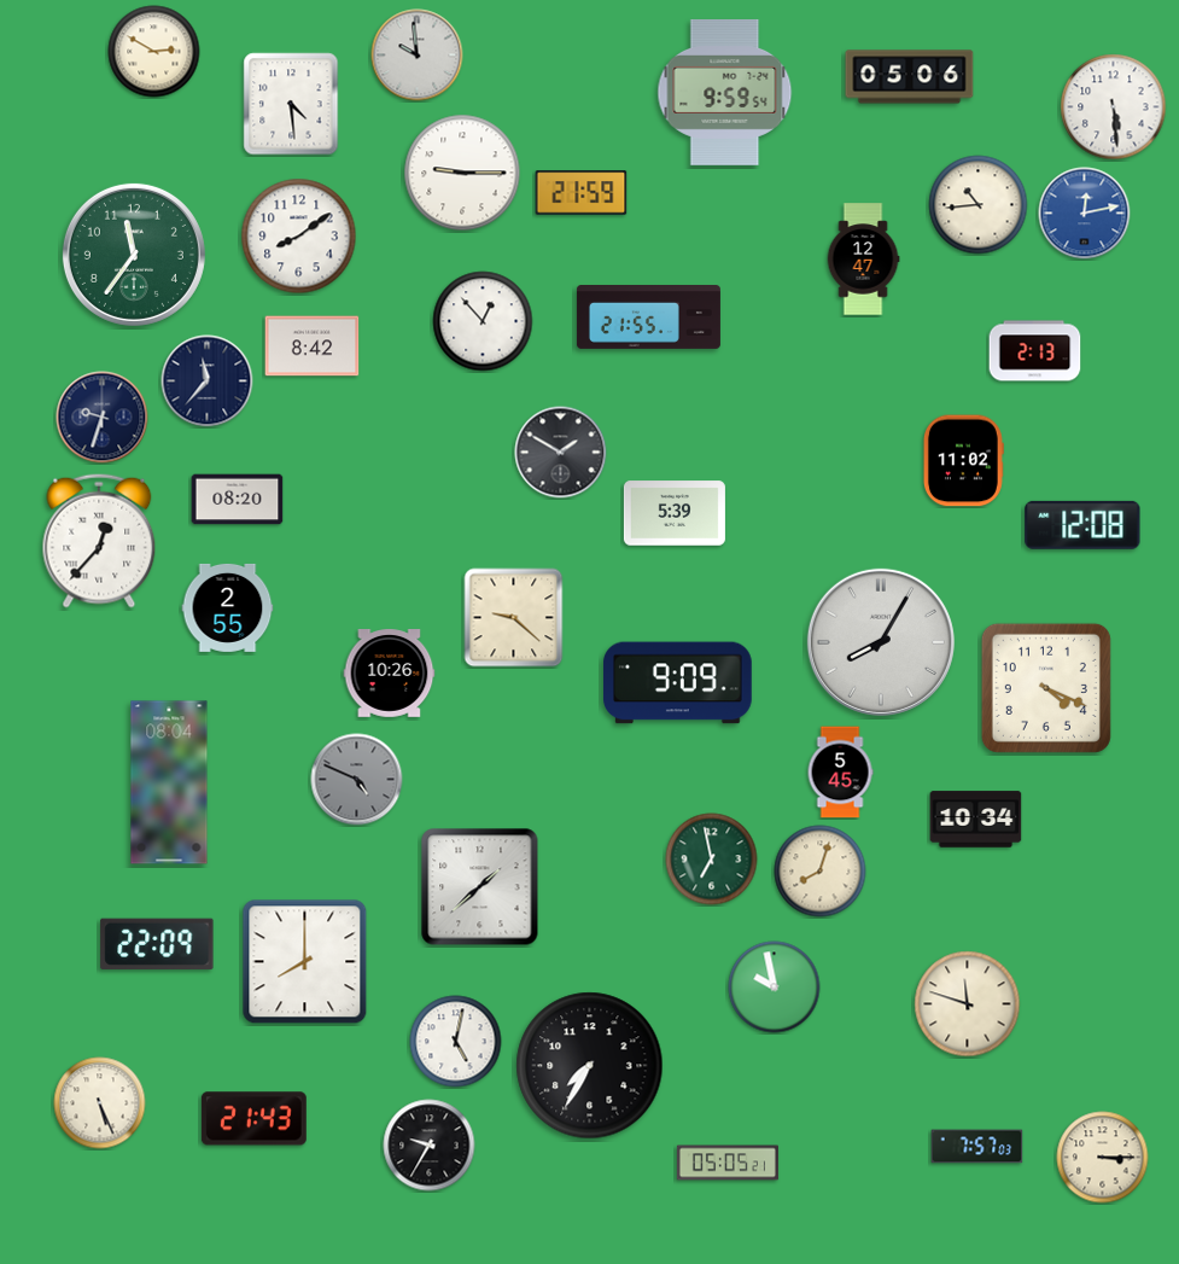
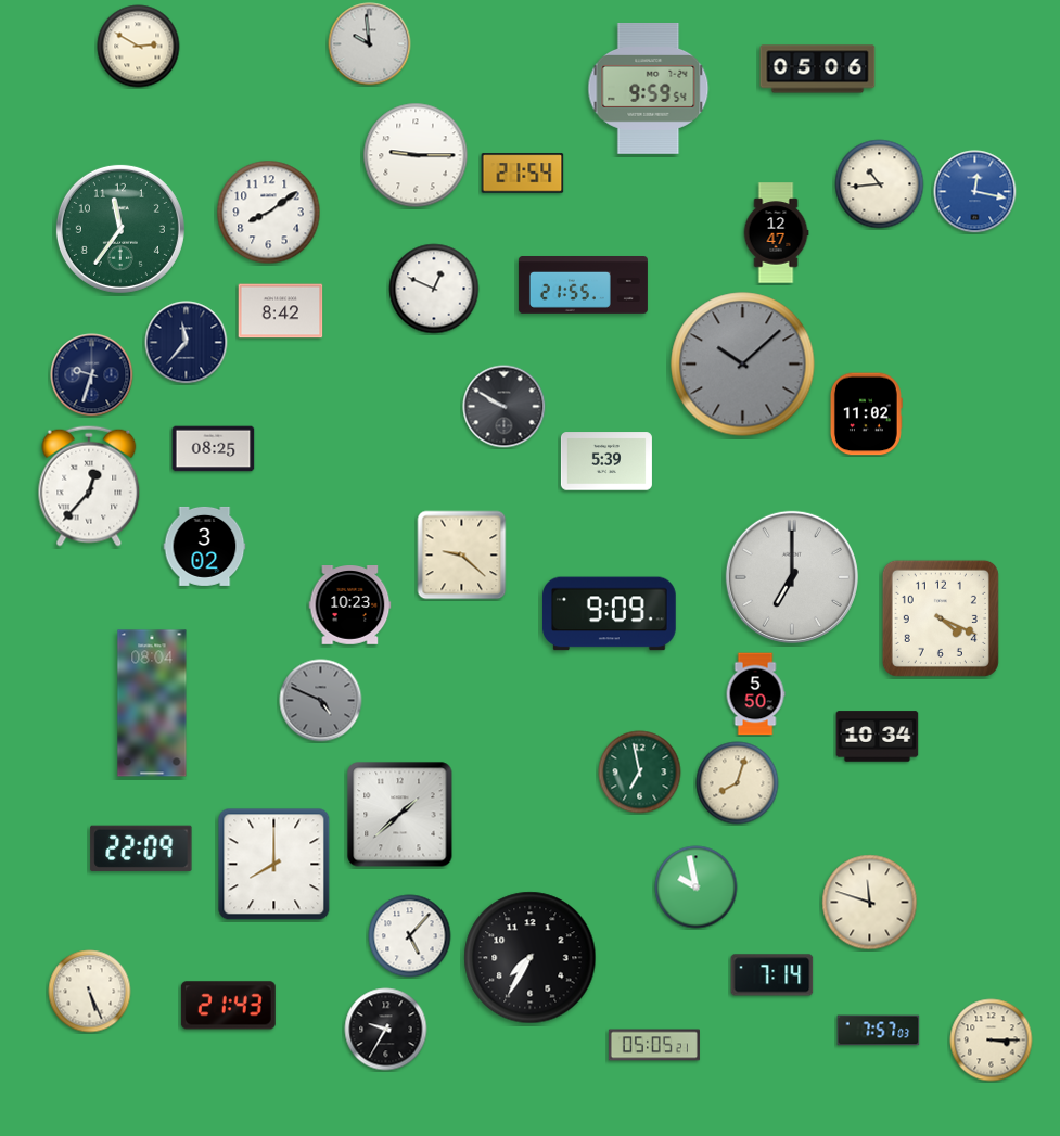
clock at (418, 56) position: (418, 56) -> (370, 44)
clock at (725, 92) position: (725, 92) -> (649, 88)
clock at (291, 104): 4:29 -> none
clock at (1114, 107): 5:29 -> none
clock at (582, 193): 21:59 -> 21:54
clock at (1085, 214): 12:13 -> 12:17
clock at (483, 321): 12:53 -> 12:49
clock at (1035, 351): 2:13 -> none
clock at (743, 365): none -> 10:08
clock at (561, 453): 1:50 -> 9:50
clock at (238, 500): 08:20 -> 08:25
clock at (1082, 525): 12:08 -> none
clock at (228, 607): 2:55 -> 3:02
clock at (881, 642): 8:05 -> 7:00
clock at (390, 674): 10:26 -> 10:23
clock at (840, 773): 5:45 -> 5:50
clock at (480, 887) position: (480, 887) -> (400, 815)
clock at (456, 1042): 5:02 -> 5:07
clock at (772, 975): none -> 7:14
